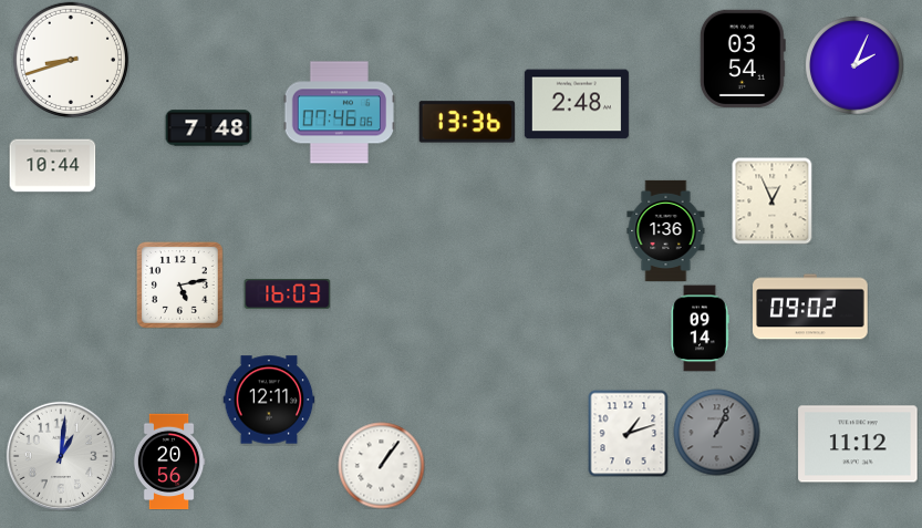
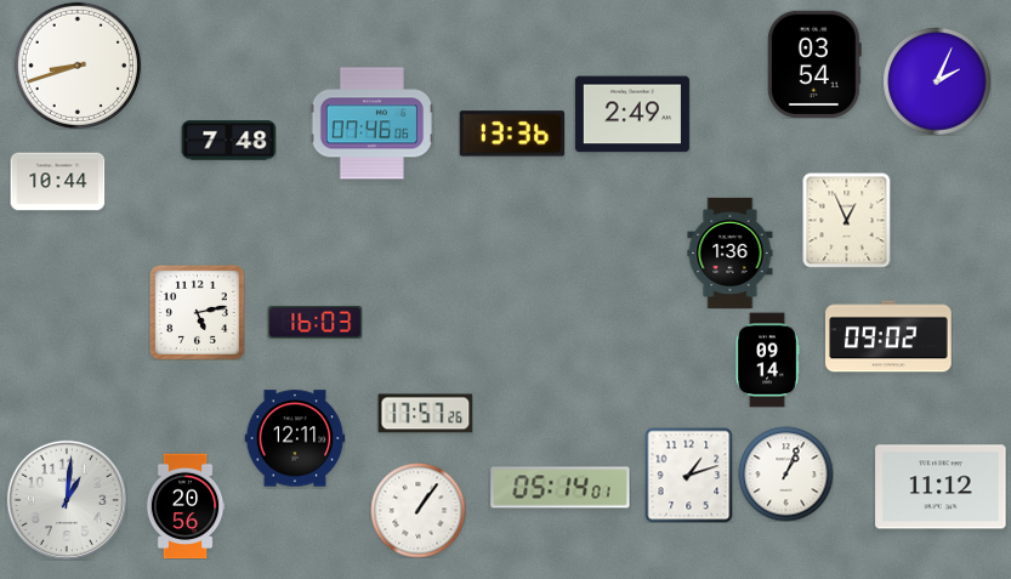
clock at (854, 65) position: (854, 65) -> (937, 81)
clock at (577, 104): 2:48 -> 2:49
clock at (425, 414): none -> 17:57
clock at (716, 432) dial: grey -> white
clock at (561, 488): none -> 05:14
